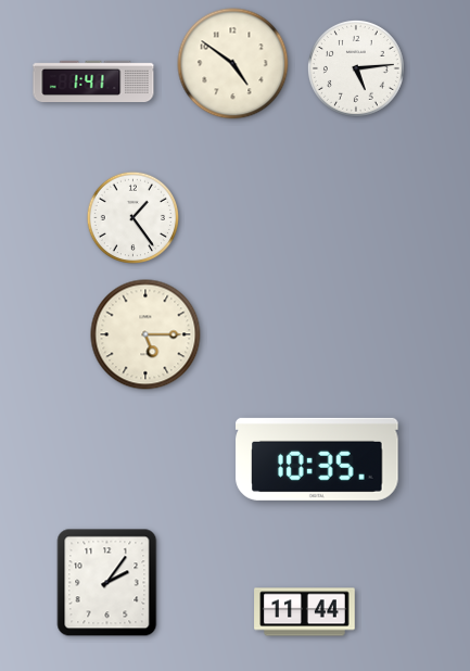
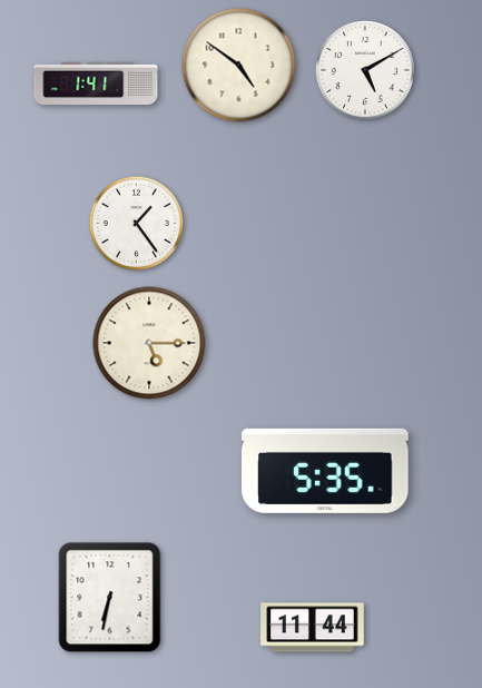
clock at (356, 68): 5:14 -> 5:10
clock at (317, 459): 10:35 -> 5:35
clock at (107, 583): 2:06 -> 6:32
